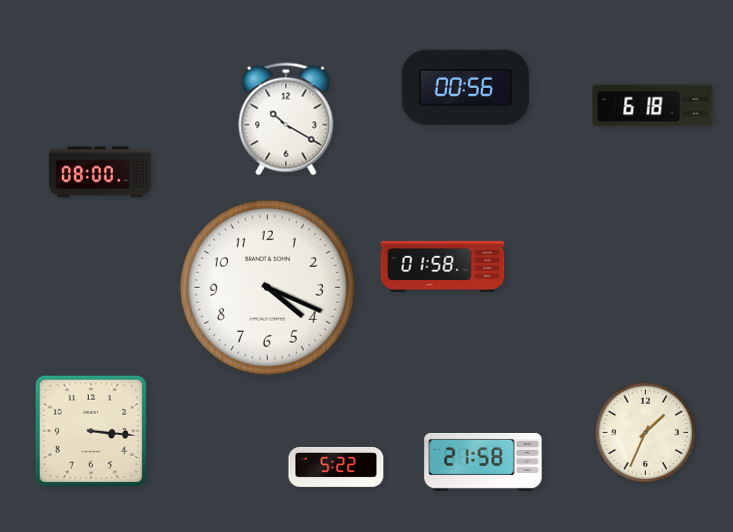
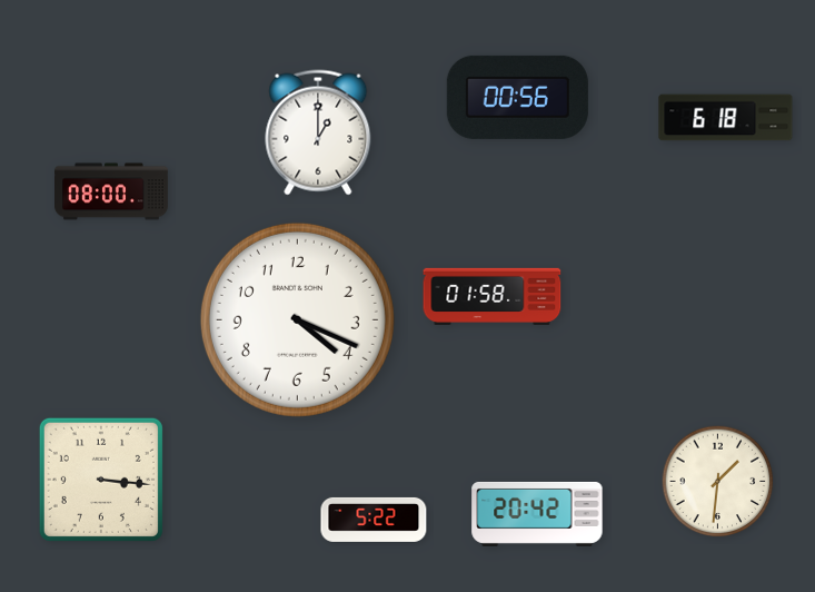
clock at (286, 119): 10:20 -> 1:00
clock at (646, 433): 1:34 -> 1:31
clock at (483, 462): 21:58 -> 20:42
